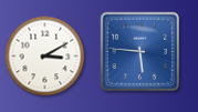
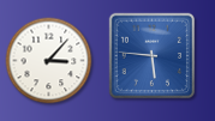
clock at (45, 57): 3:10 -> 3:07
